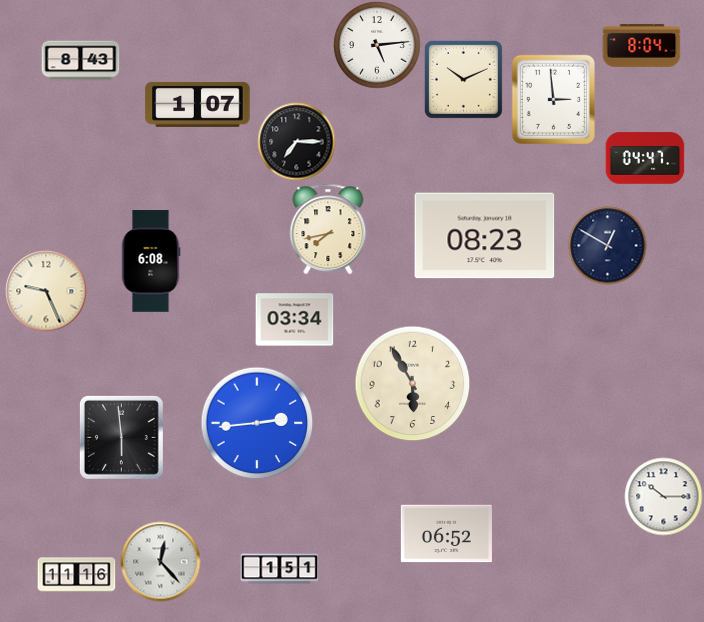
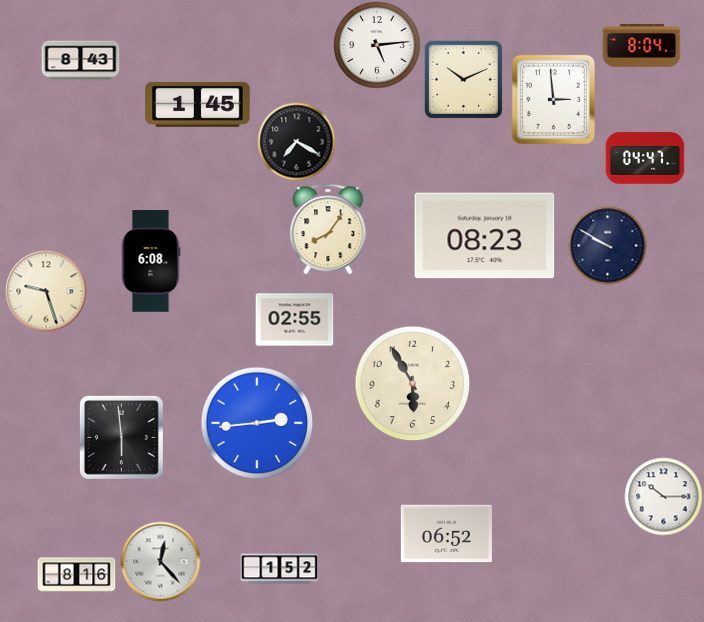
clock at (198, 104): 1:07 -> 1:45
clock at (296, 141): 7:15 -> 7:20
clock at (328, 229): 7:43 -> 8:06
clock at (607, 245): 12:50 -> 9:50
clock at (46, 291): 9:26 -> 9:27
clock at (294, 320): 03:34 -> 02:55
clock at (279, 569): 1:51 -> 1:52
clock at (76, 575): 11:16 -> 8:16
